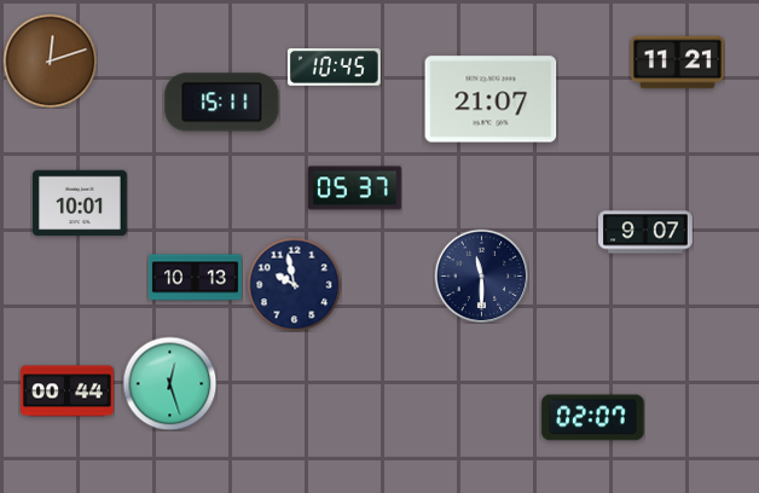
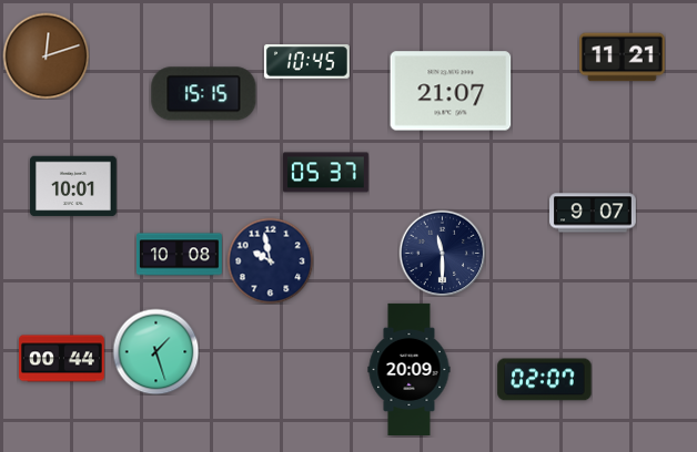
clock at (222, 103): 15:11 -> 15:15
clock at (196, 278): 10:13 -> 10:08
clock at (169, 383): 12:27 -> 1:27
clock at (410, 369): none -> 20:09
clock at (593, 418) position: (593, 418) -> (545, 380)
